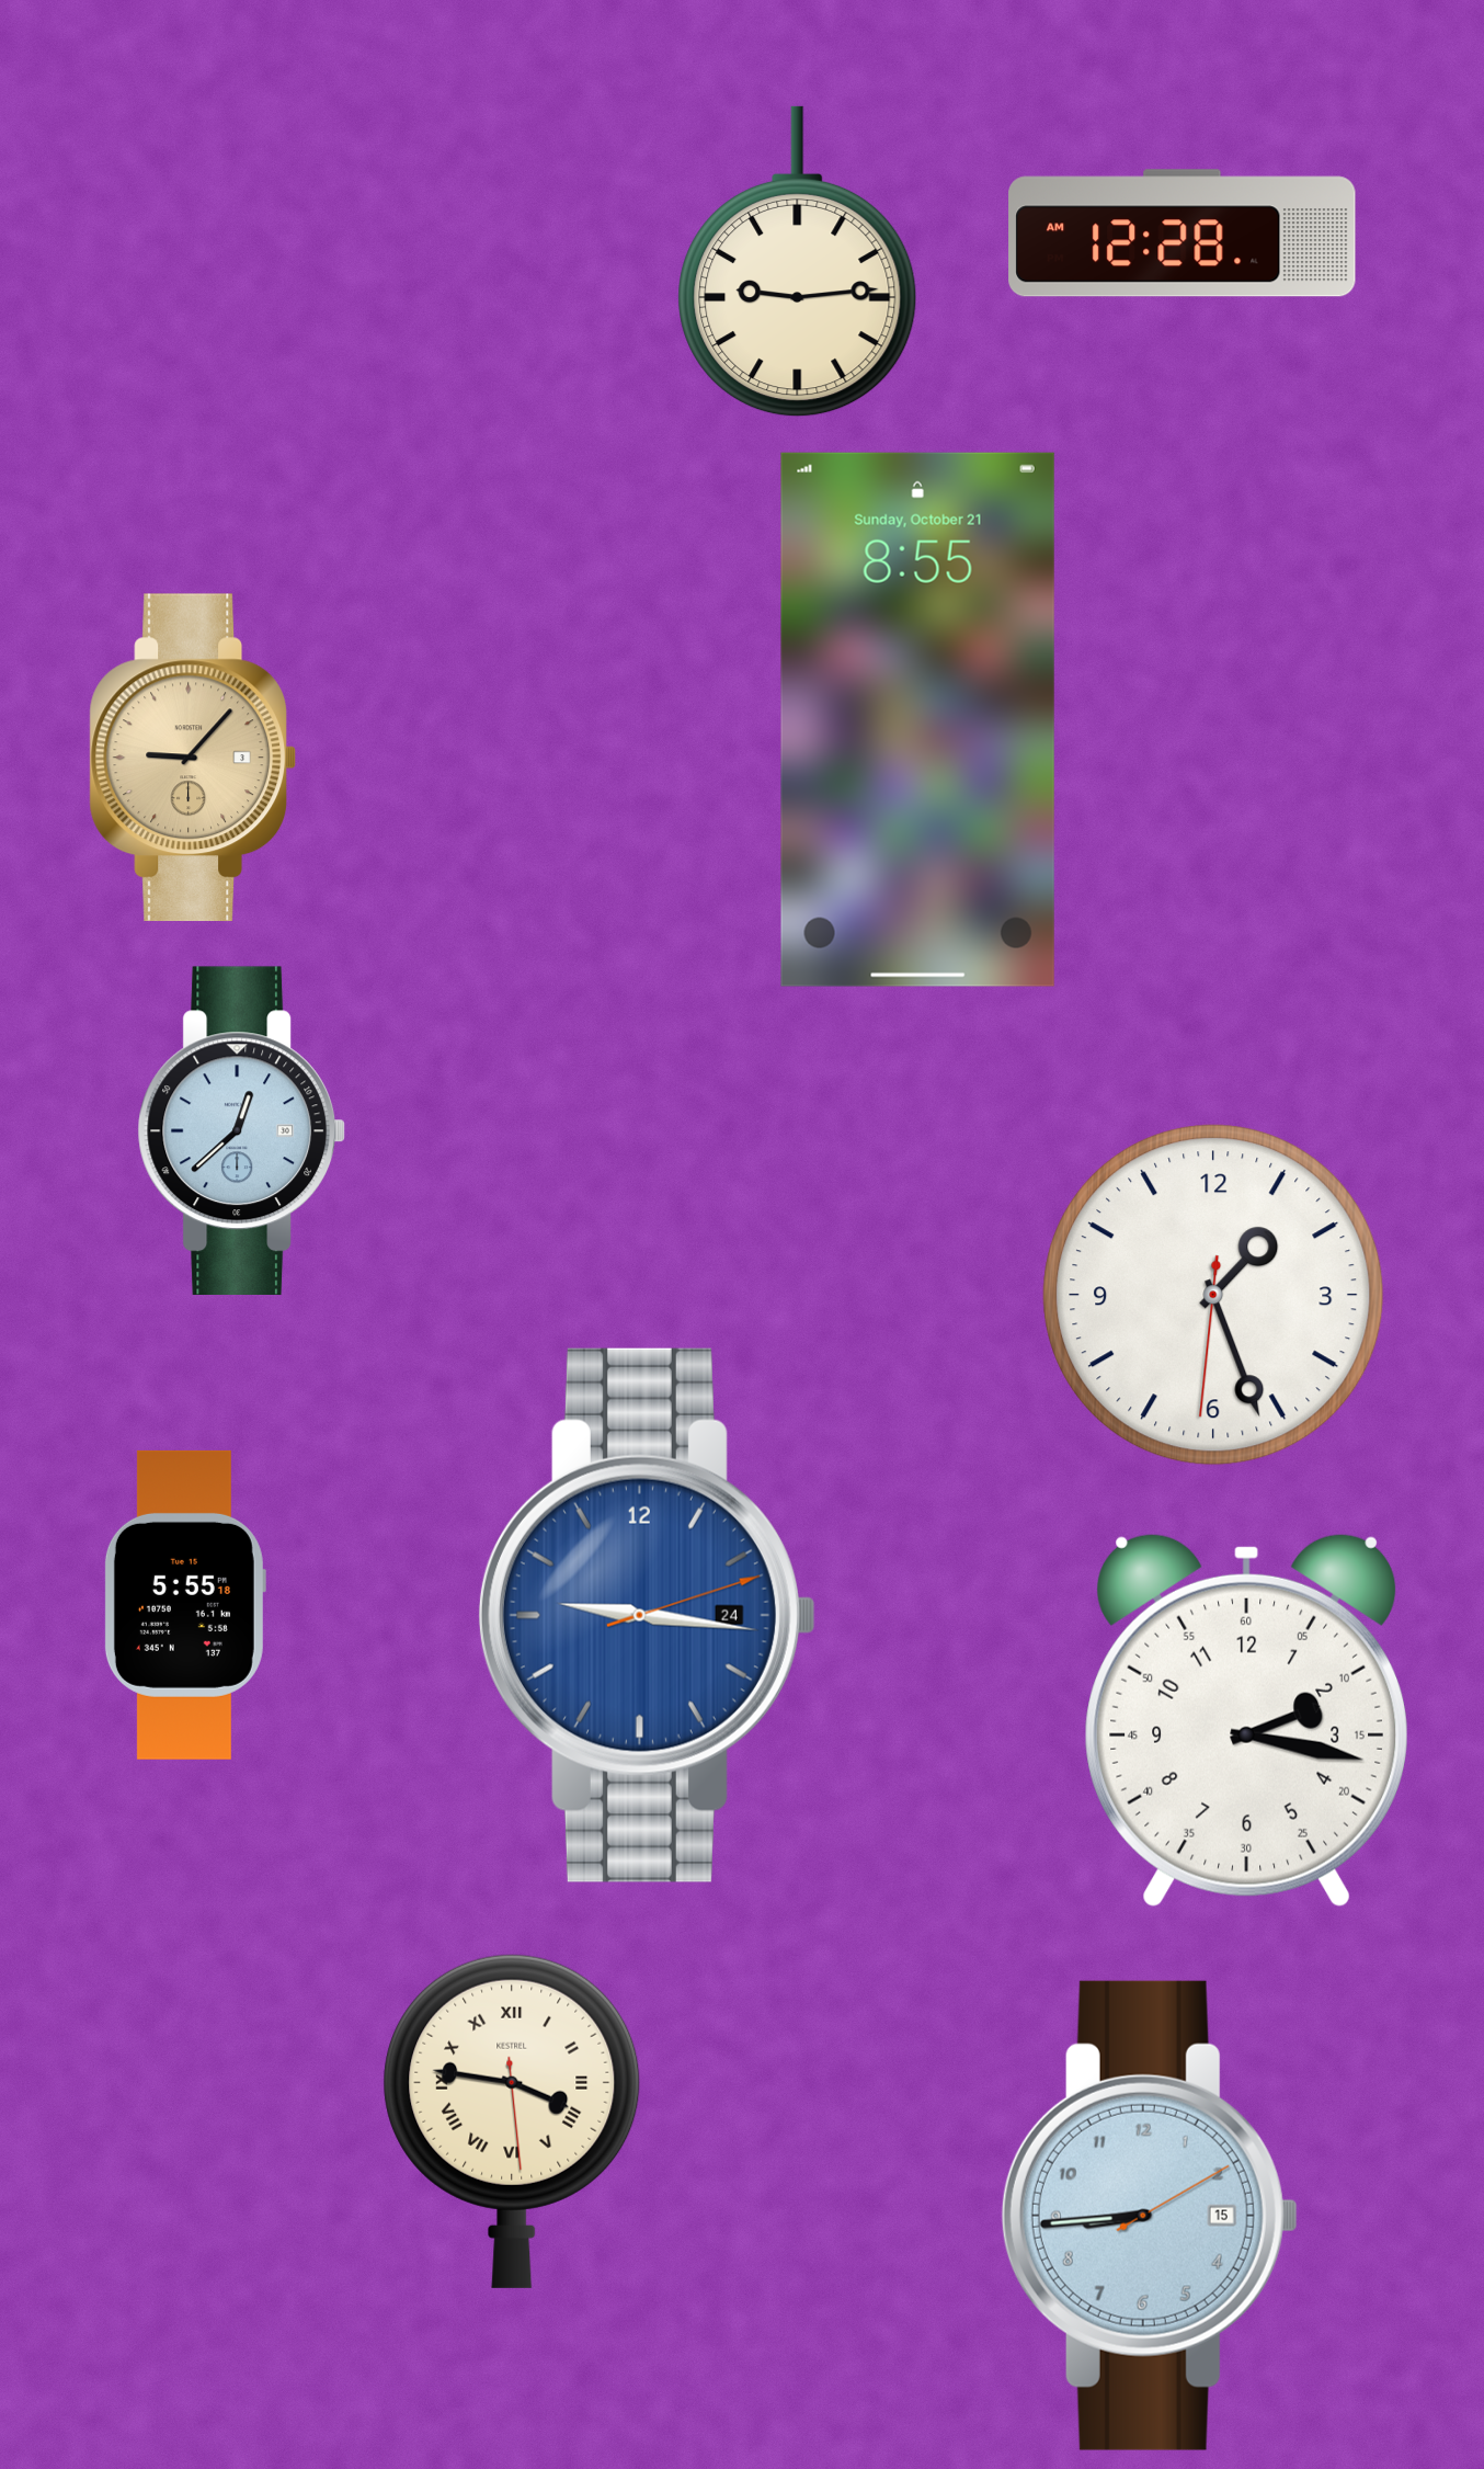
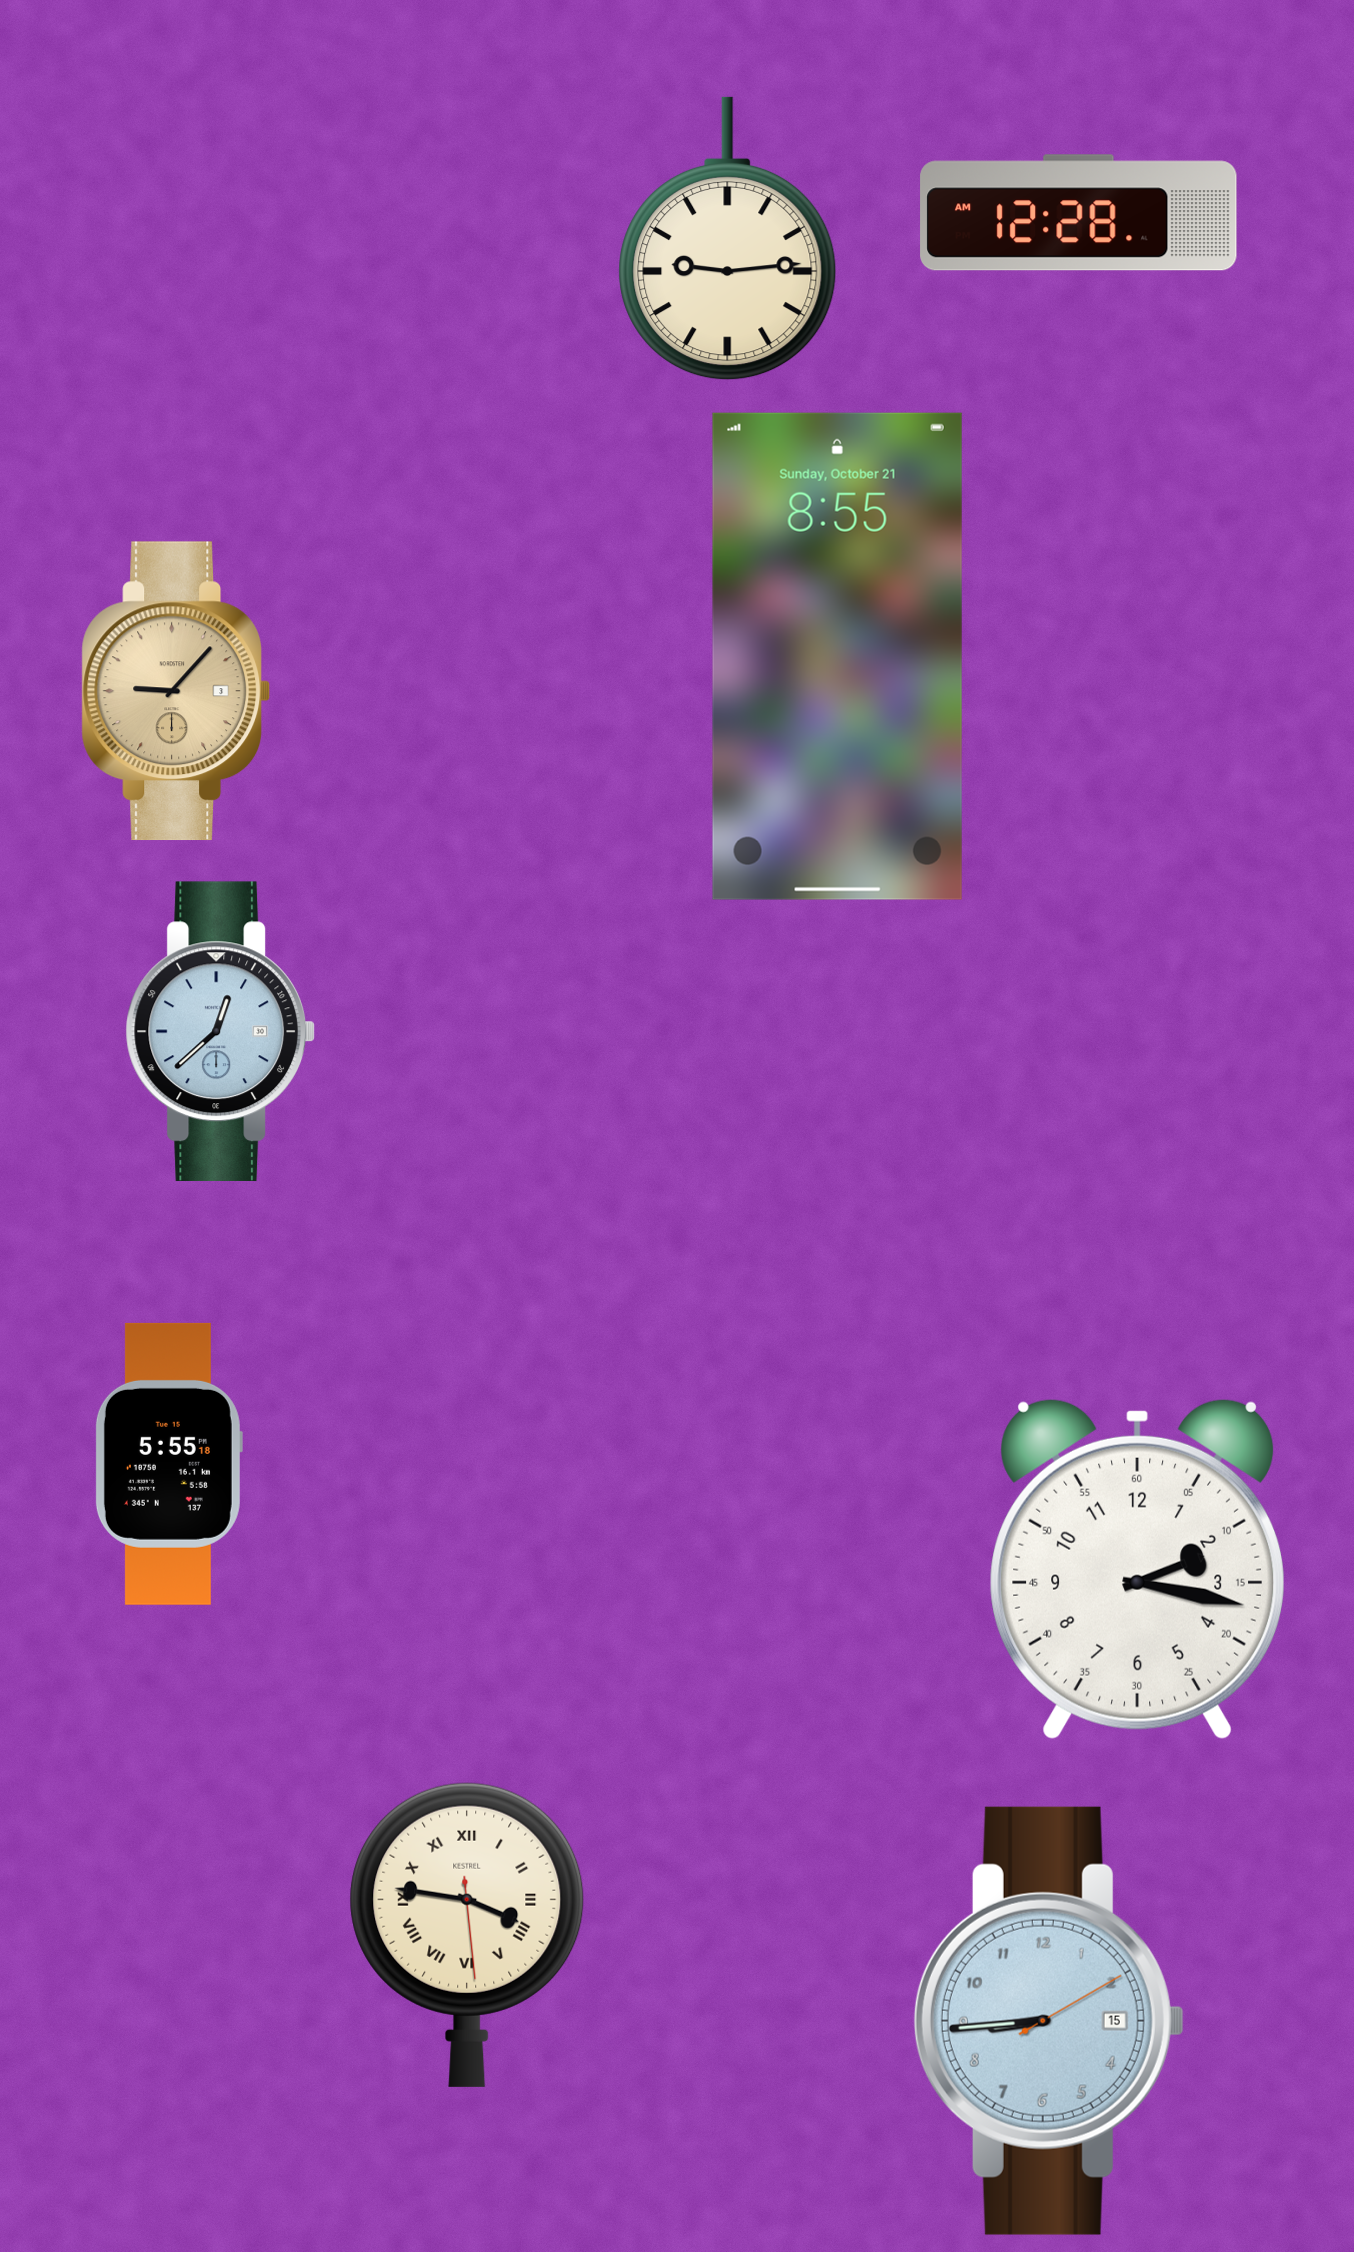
clock at (1213, 1295): 1:26 -> none
clock at (647, 1615): 9:16 -> none
